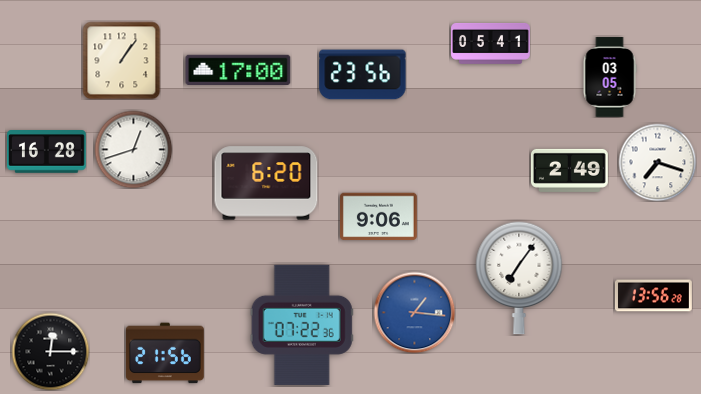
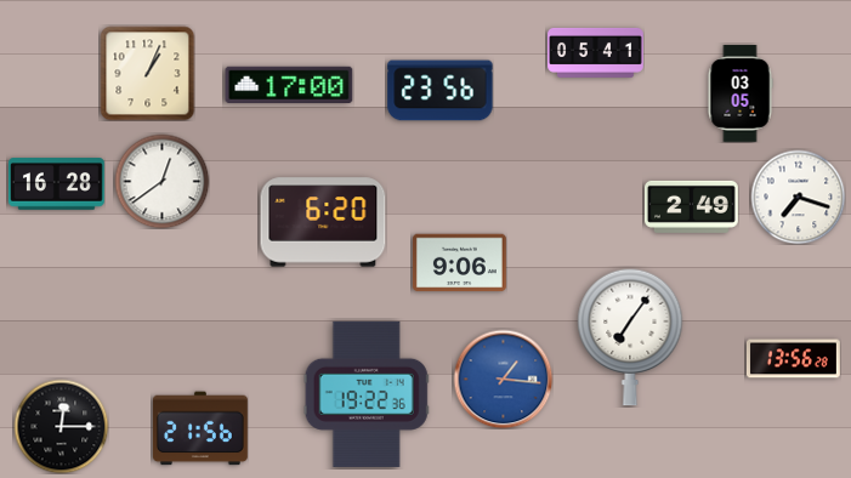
clock at (121, 60): 1:06 -> 1:04
clock at (133, 149): 12:42 -> 12:39
clock at (302, 325): 07:22 -> 19:22
